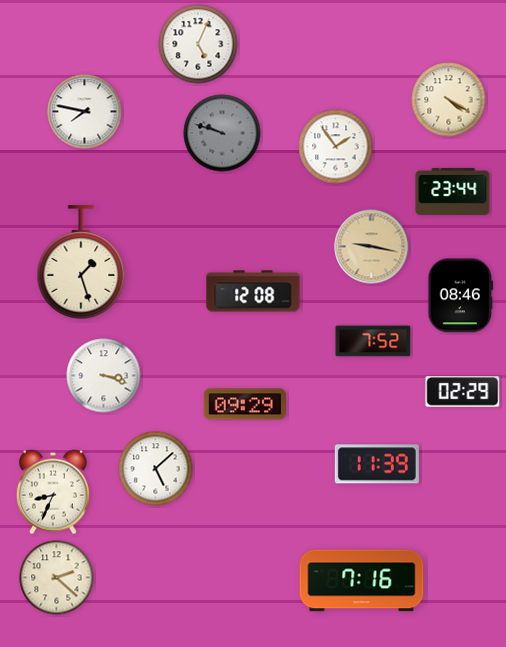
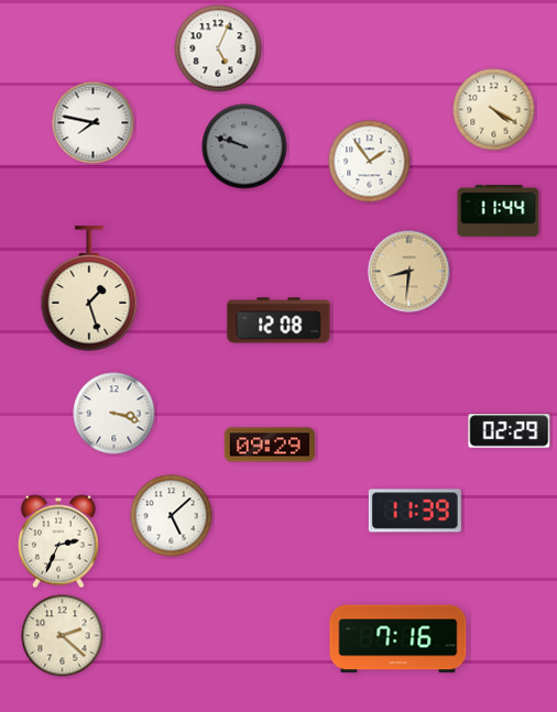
clock at (453, 191): 23:44 -> 11:44
clock at (372, 247): 9:17 -> 8:31
clock at (461, 296): 08:46 -> none
clock at (373, 341): 7:52 -> none
clock at (53, 492): 8:34 -> 2:34
